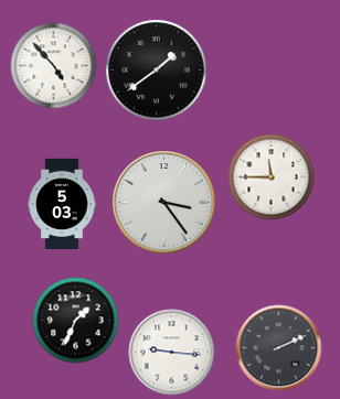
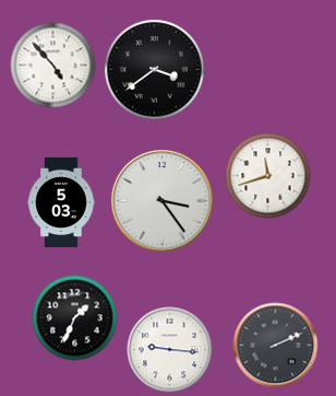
clock at (156, 69): 1:39 -> 3:39
clock at (270, 176): 11:45 -> 11:42
